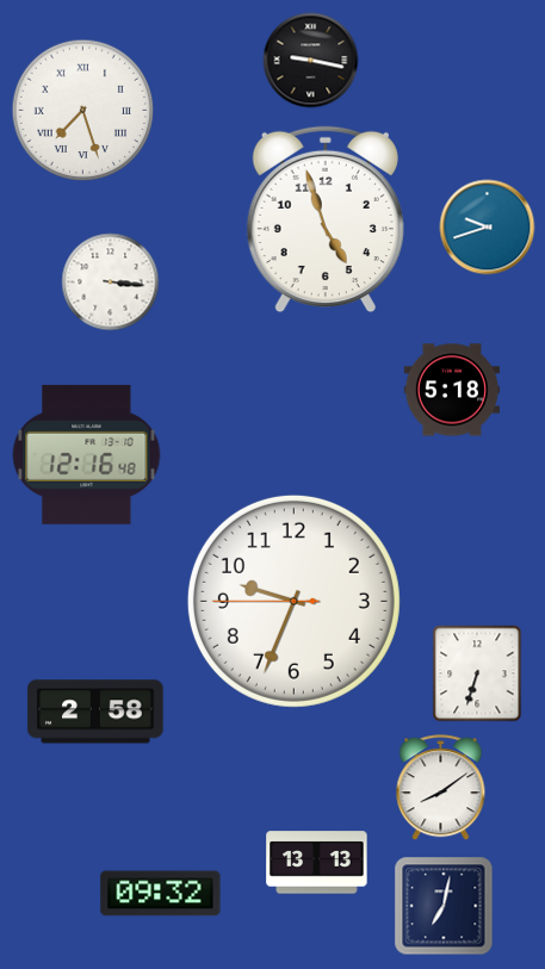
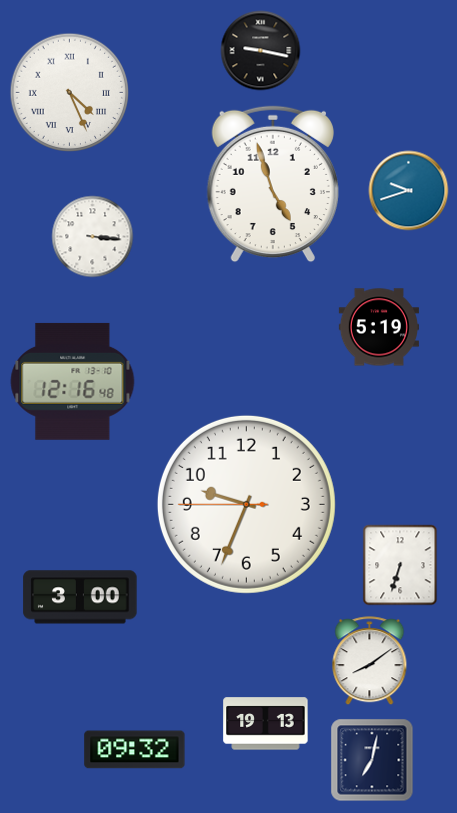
clock at (83, 111): 7:27 -> 4:26
clock at (452, 390): 5:18 -> 5:19
clock at (95, 712): 2:58 -> 3:00
clock at (317, 863): 13:13 -> 19:13
